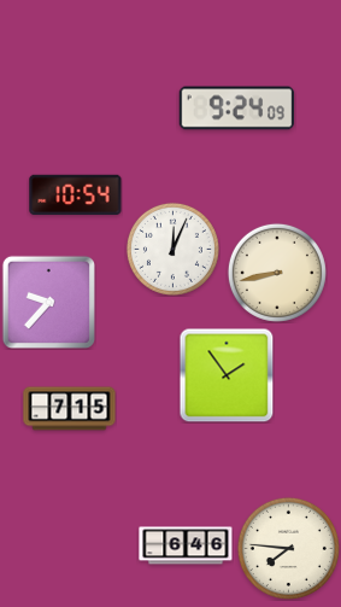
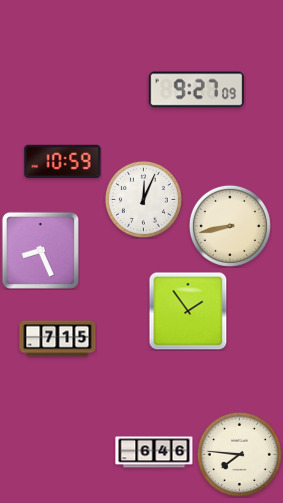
clock at (237, 109): 9:24 -> 9:27
clock at (76, 194): 10:54 -> 10:59
clock at (172, 249) position: (172, 249) -> (143, 199)
clock at (48, 302): 9:37 -> 8:26
